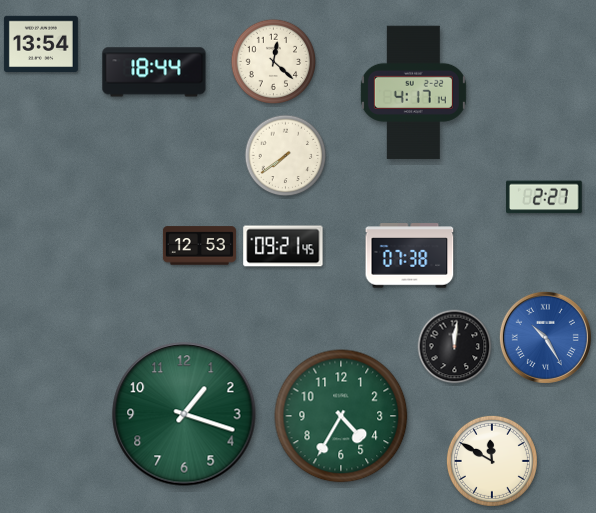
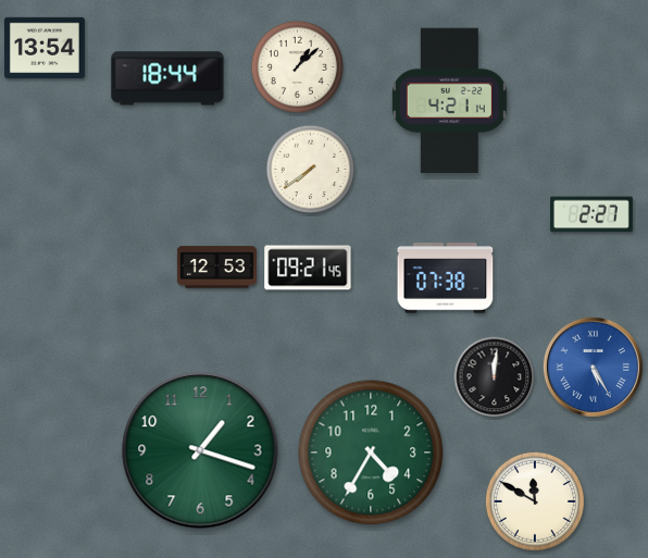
clock at (274, 62): 12:22 -> 1:08
clock at (413, 93): 4:17 -> 4:21
clock at (545, 337): 10:25 -> 5:25
